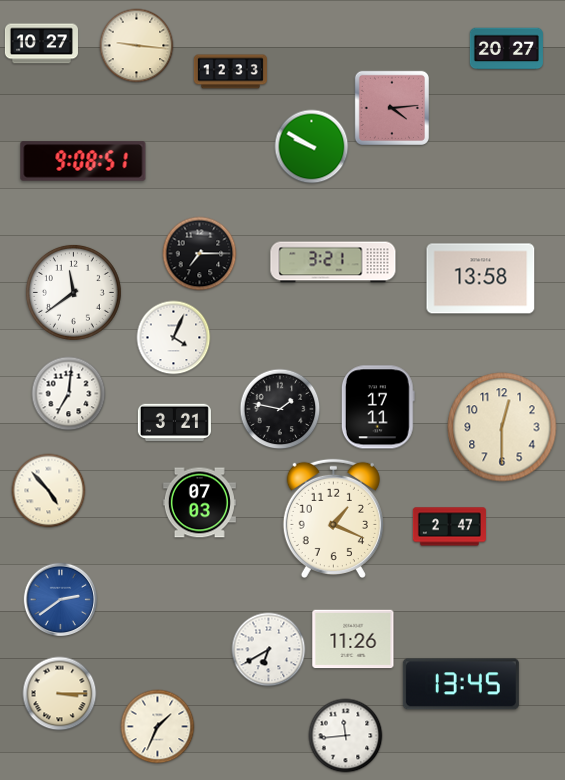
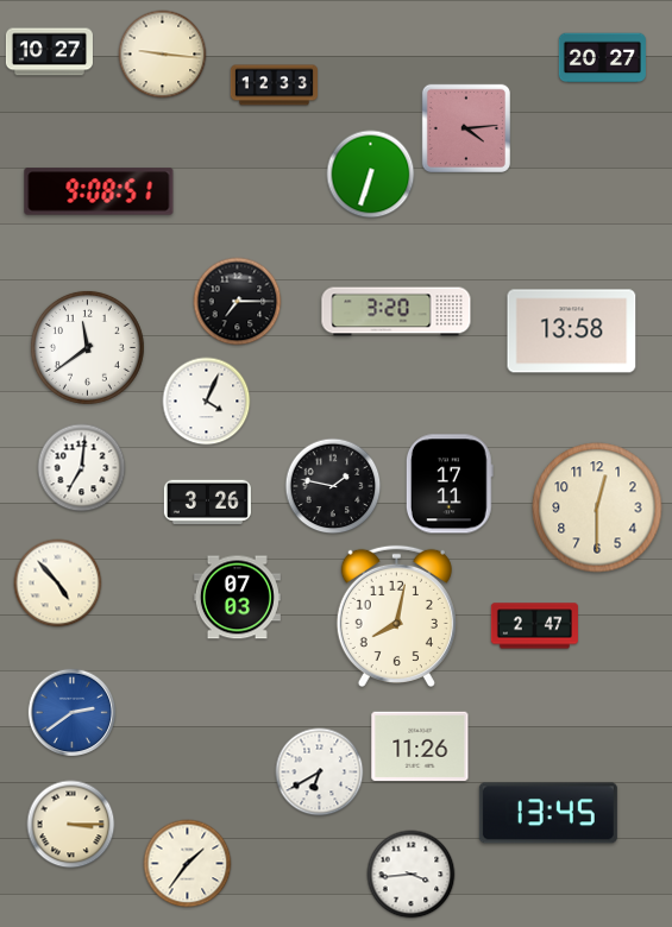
clock at (312, 147): 9:50 -> 6:33
clock at (333, 262): 3:21 -> 3:20
clock at (174, 423): 3:21 -> 3:26
clock at (333, 518): 1:19 -> 8:02
clock at (353, 639) position: (353, 639) -> (420, 746)
clock at (158, 727): 1:34 -> 1:36
clock at (346, 736): 11:44 -> 3:44
